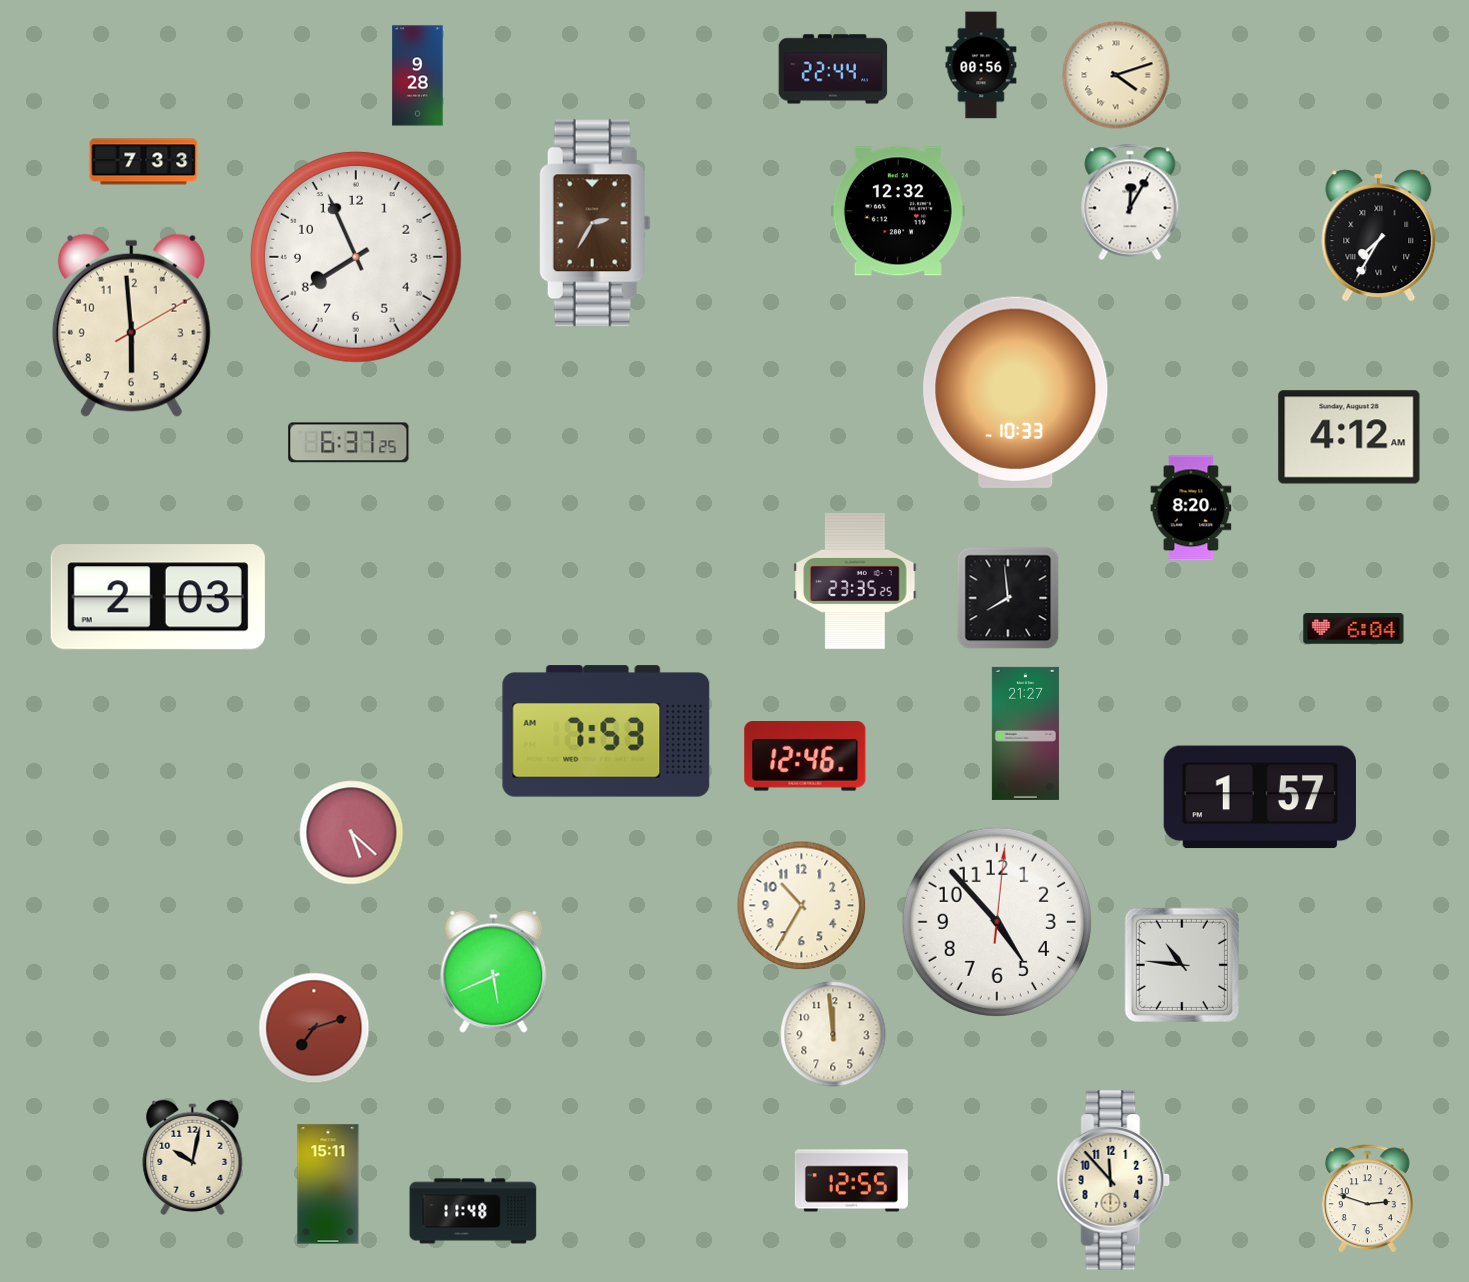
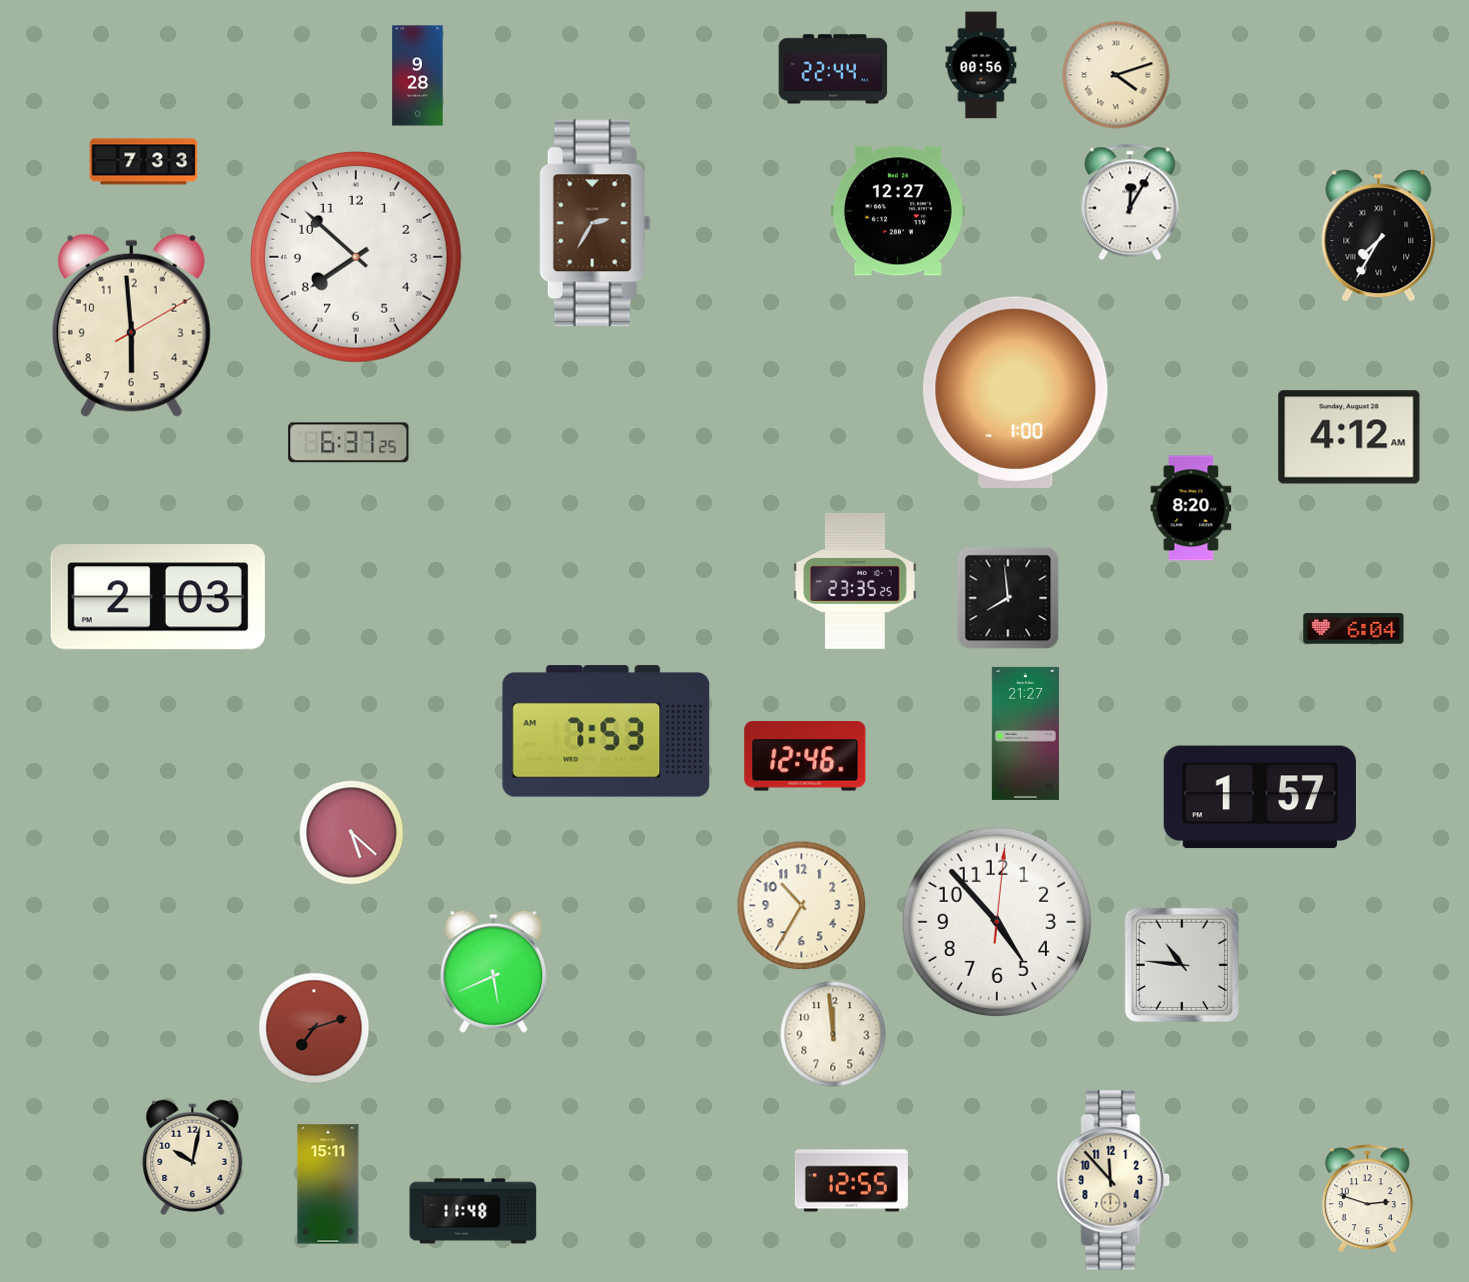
clock at (898, 211): 12:32 -> 12:27
clock at (356, 257): 7:56 -> 7:52
clock at (1016, 392): 10:33 -> 1:00
